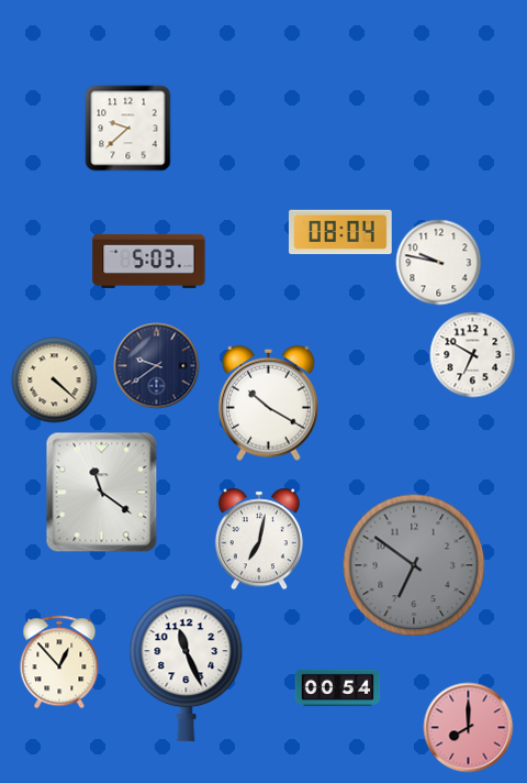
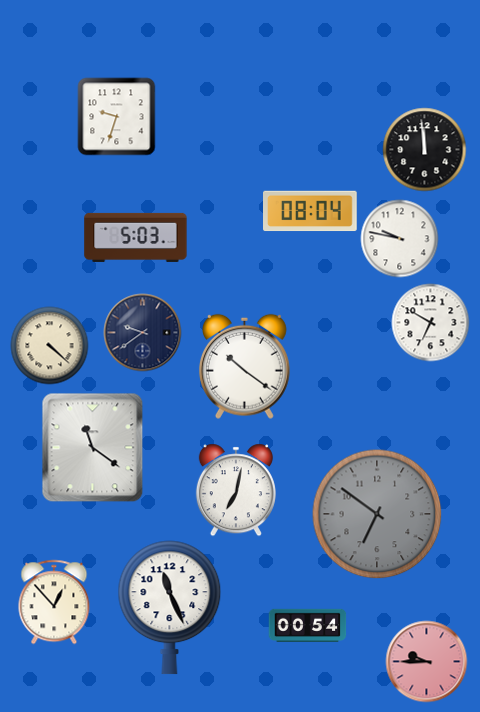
clock at (127, 128): 9:38 -> 9:33
clock at (424, 149): none -> 11:59
clock at (268, 402): 10:20 -> 10:21
clock at (468, 727): 8:00 -> 9:45
